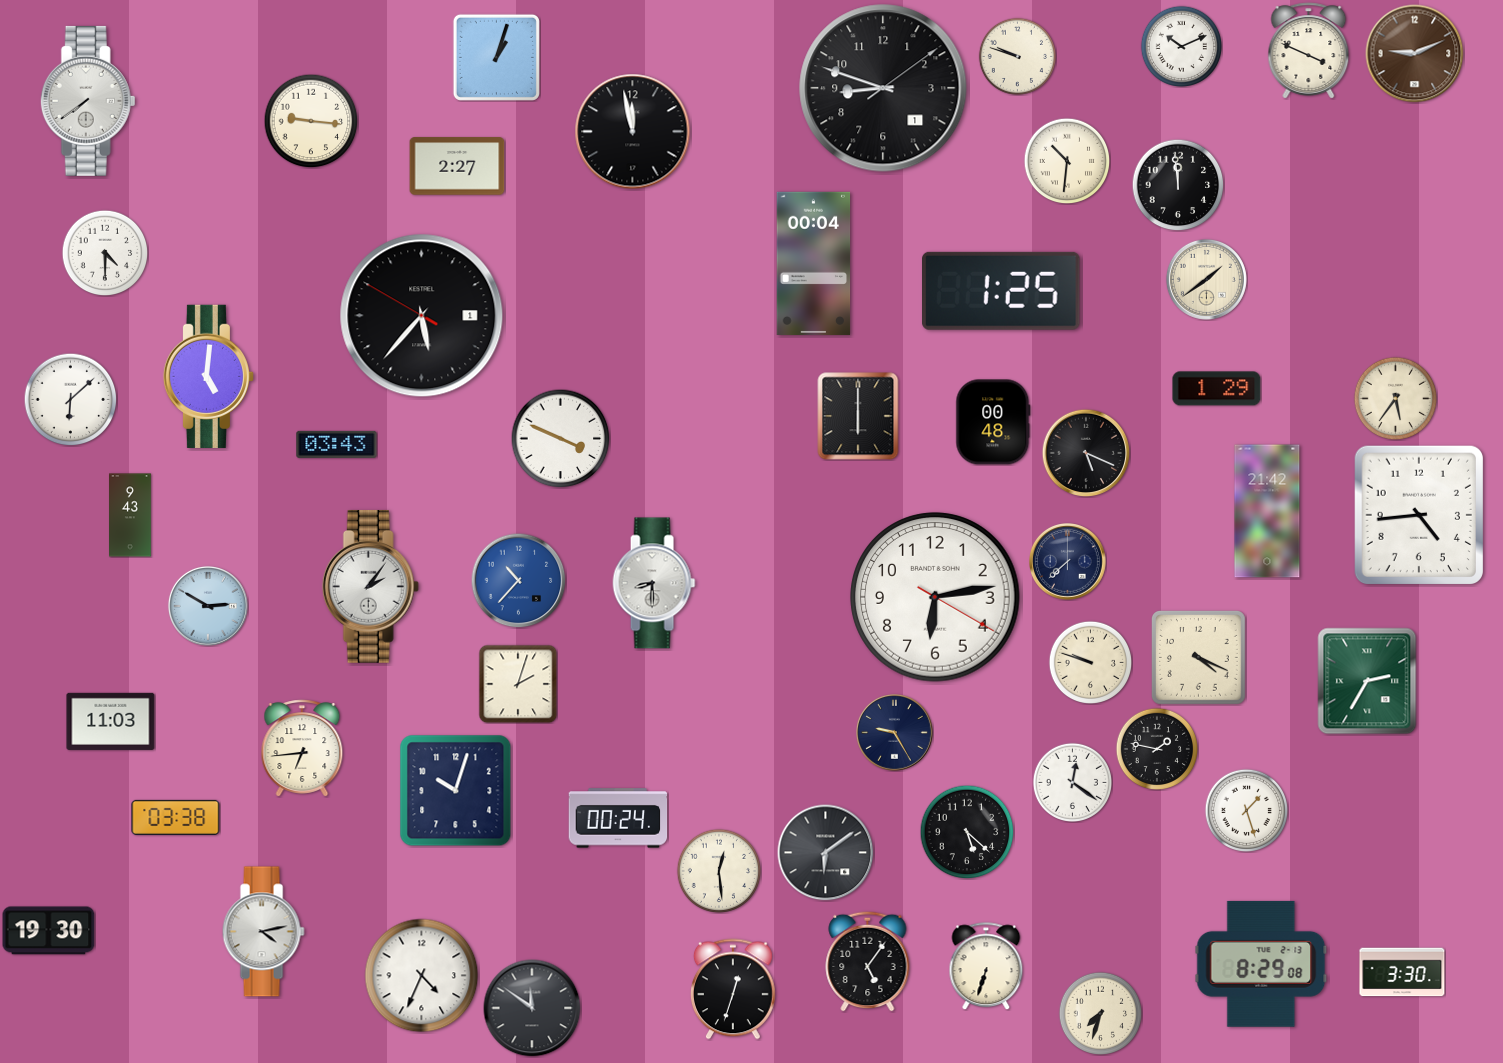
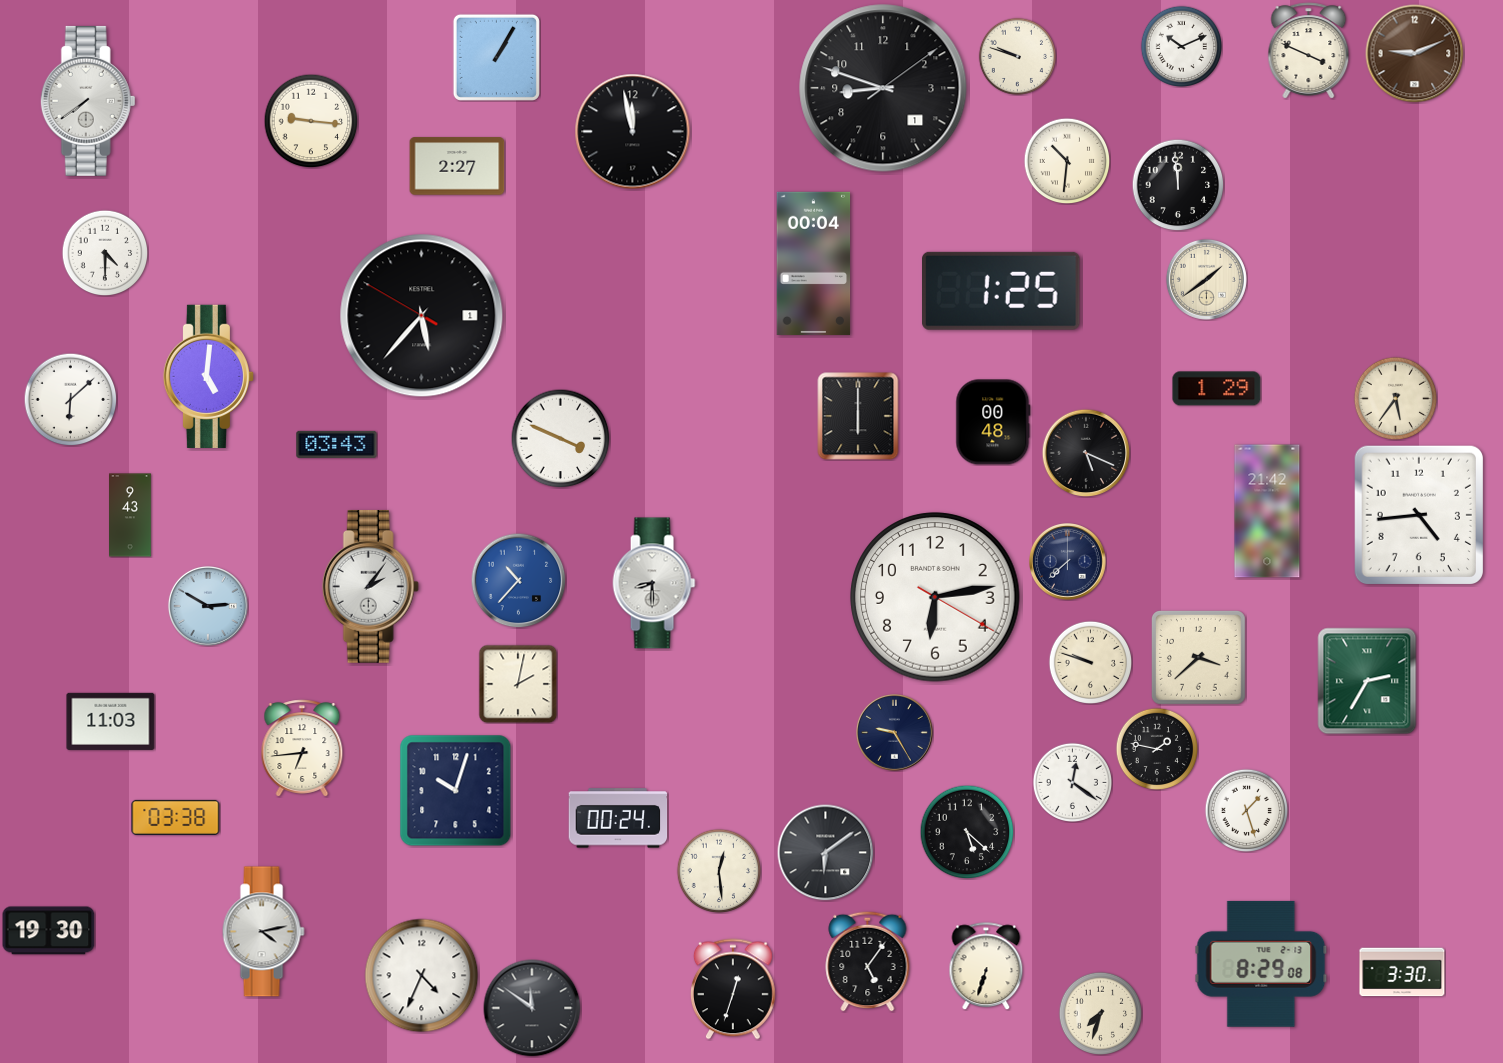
clock at (496, 57): 1:03 -> 1:05
clock at (1198, 657): 4:19 -> 3:38
clock at (518, 684): 2:03 -> 2:02
